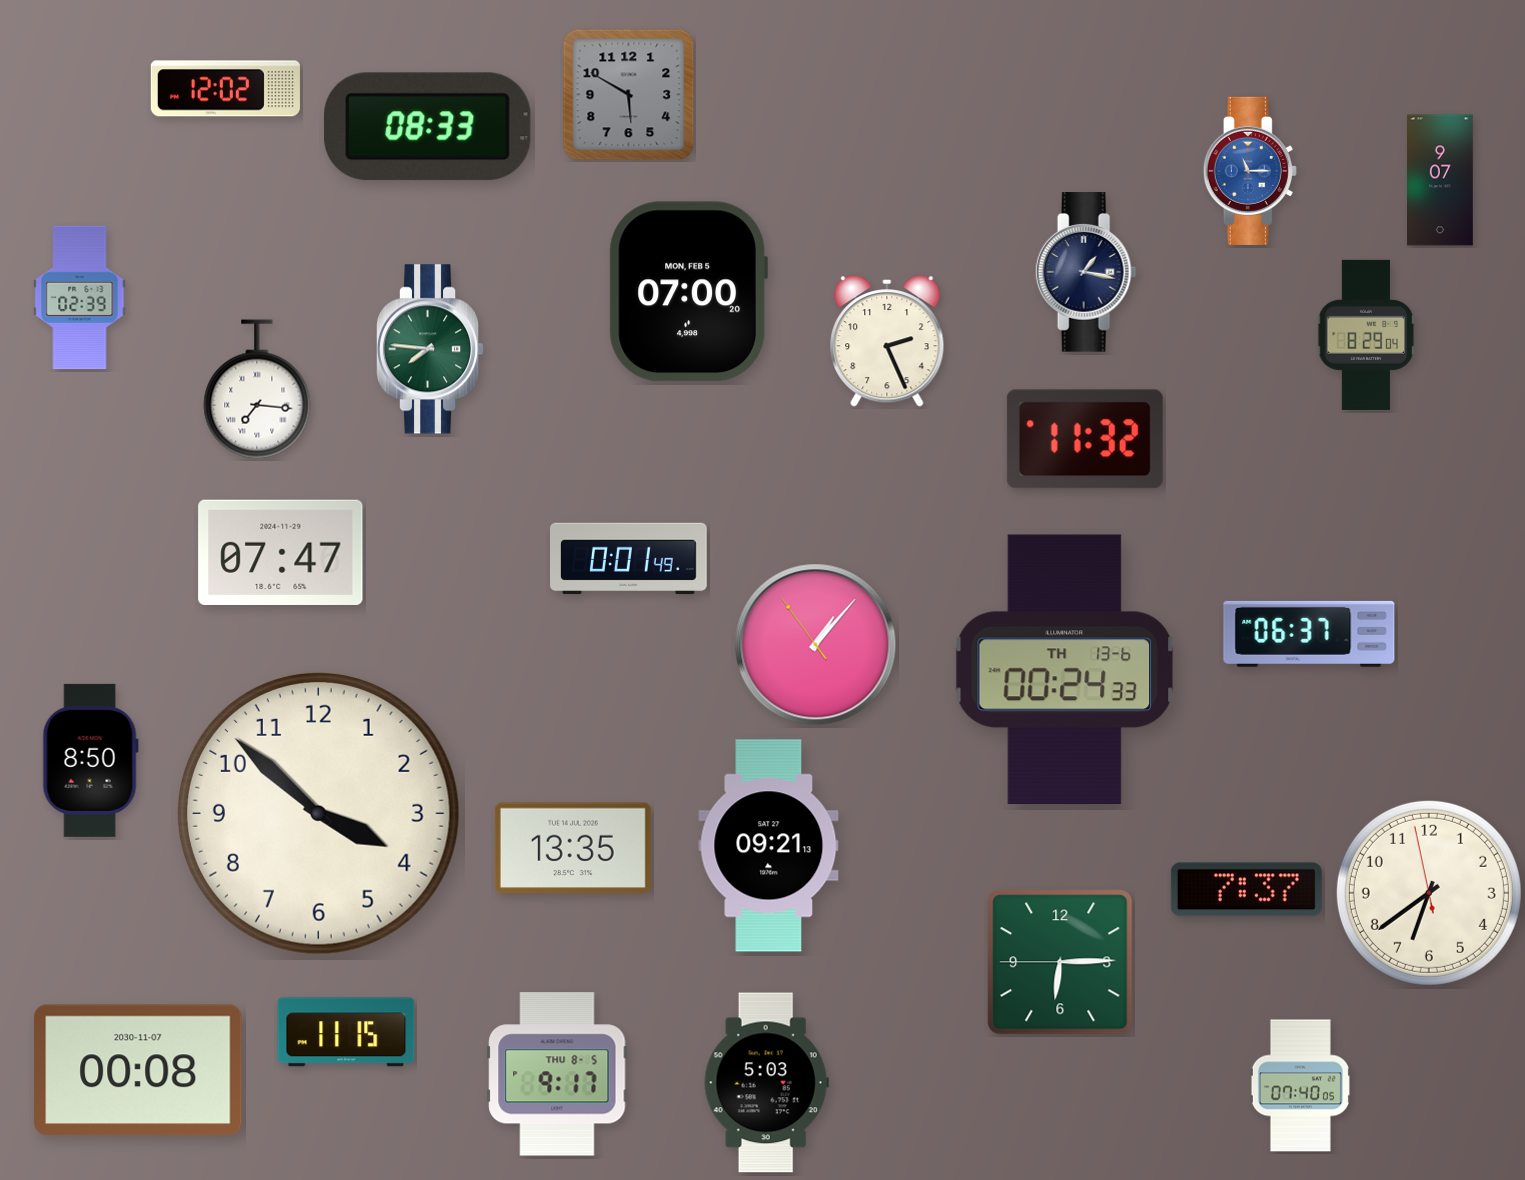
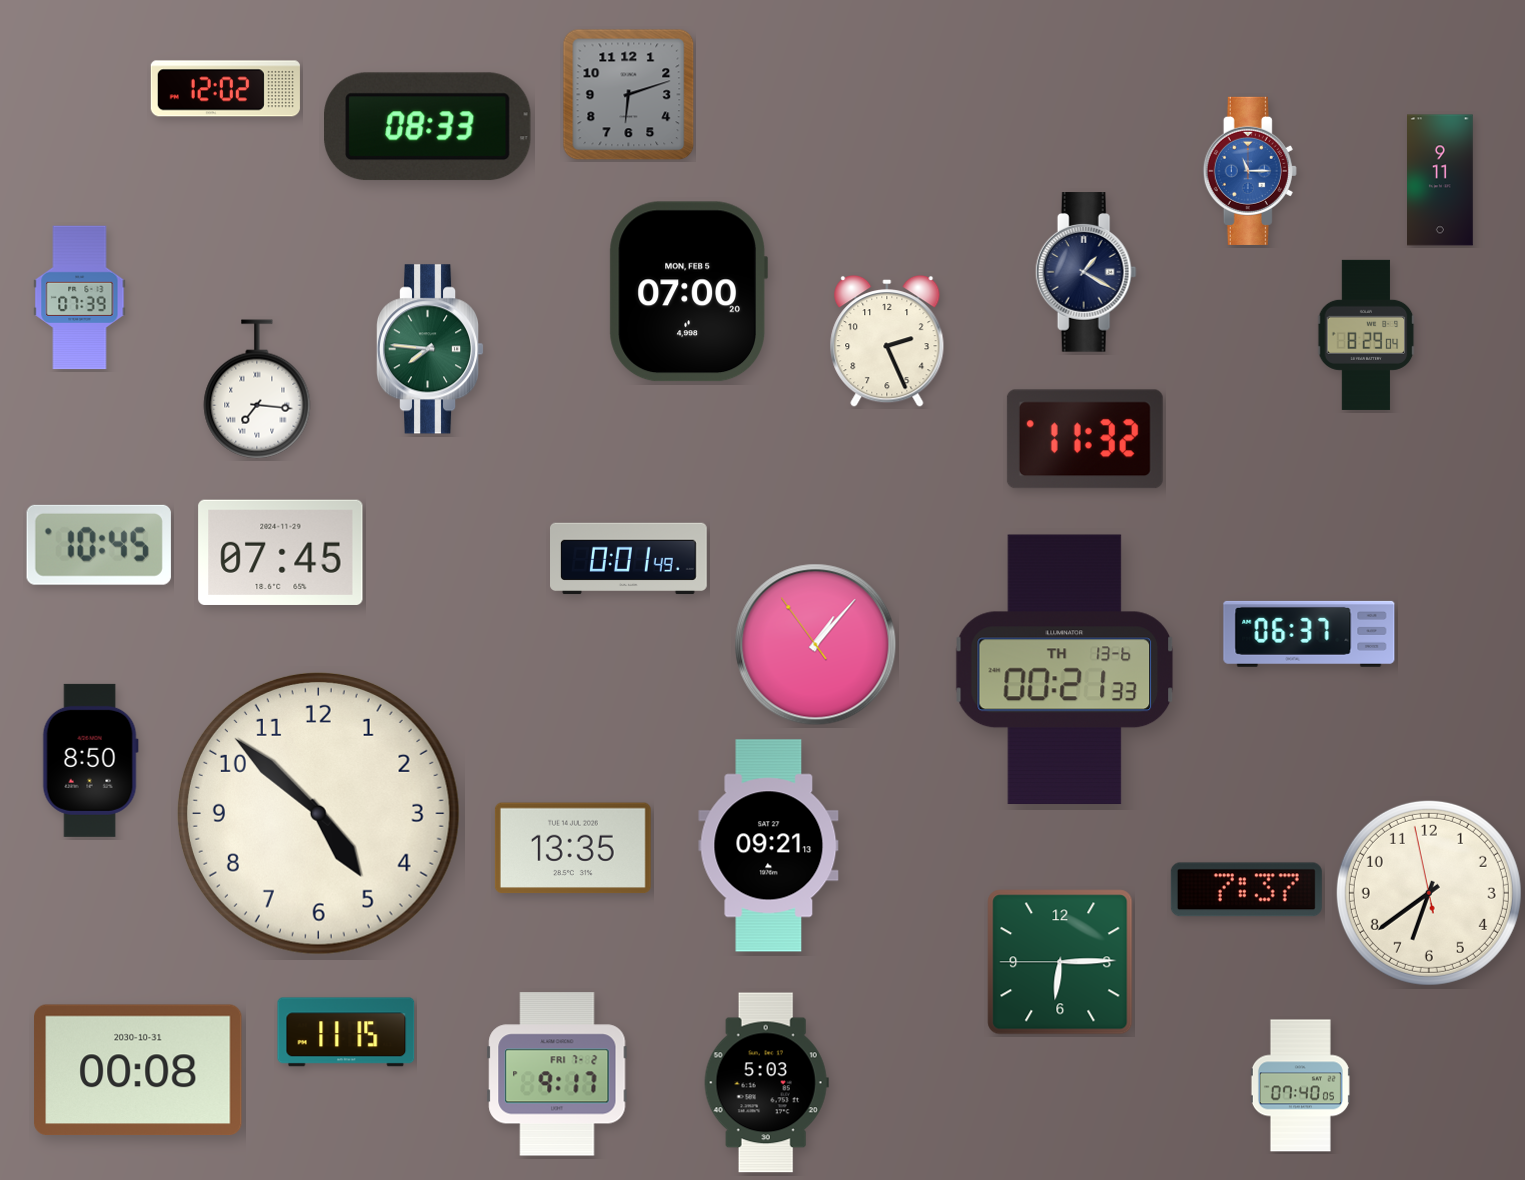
clock at (629, 95): 5:50 -> 6:12
clock at (1441, 180): 9:07 -> 9:11
clock at (1086, 272): 1:17 -> 1:20
clock at (80, 298): 02:39 -> 07:39
clock at (99, 545): none -> 10:45
clock at (281, 552): 07:47 -> 07:45
clock at (1065, 670): 00:24 -> 00:21
clock at (318, 813): 3:52 -> 4:52
clock at (138, 1069) date: 2030-11-07 -> 2030-10-31
clock at (557, 1074) date: THU 8-5 -> FRI 7-2
